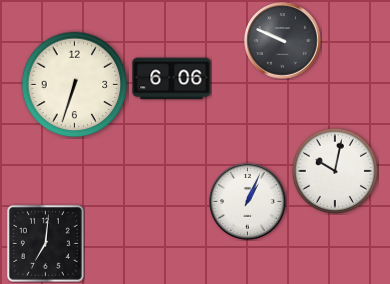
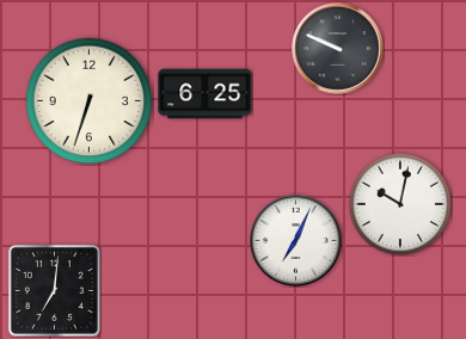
clock at (172, 79): 6:06 -> 6:25
clock at (248, 202): 1:04 -> 7:04
